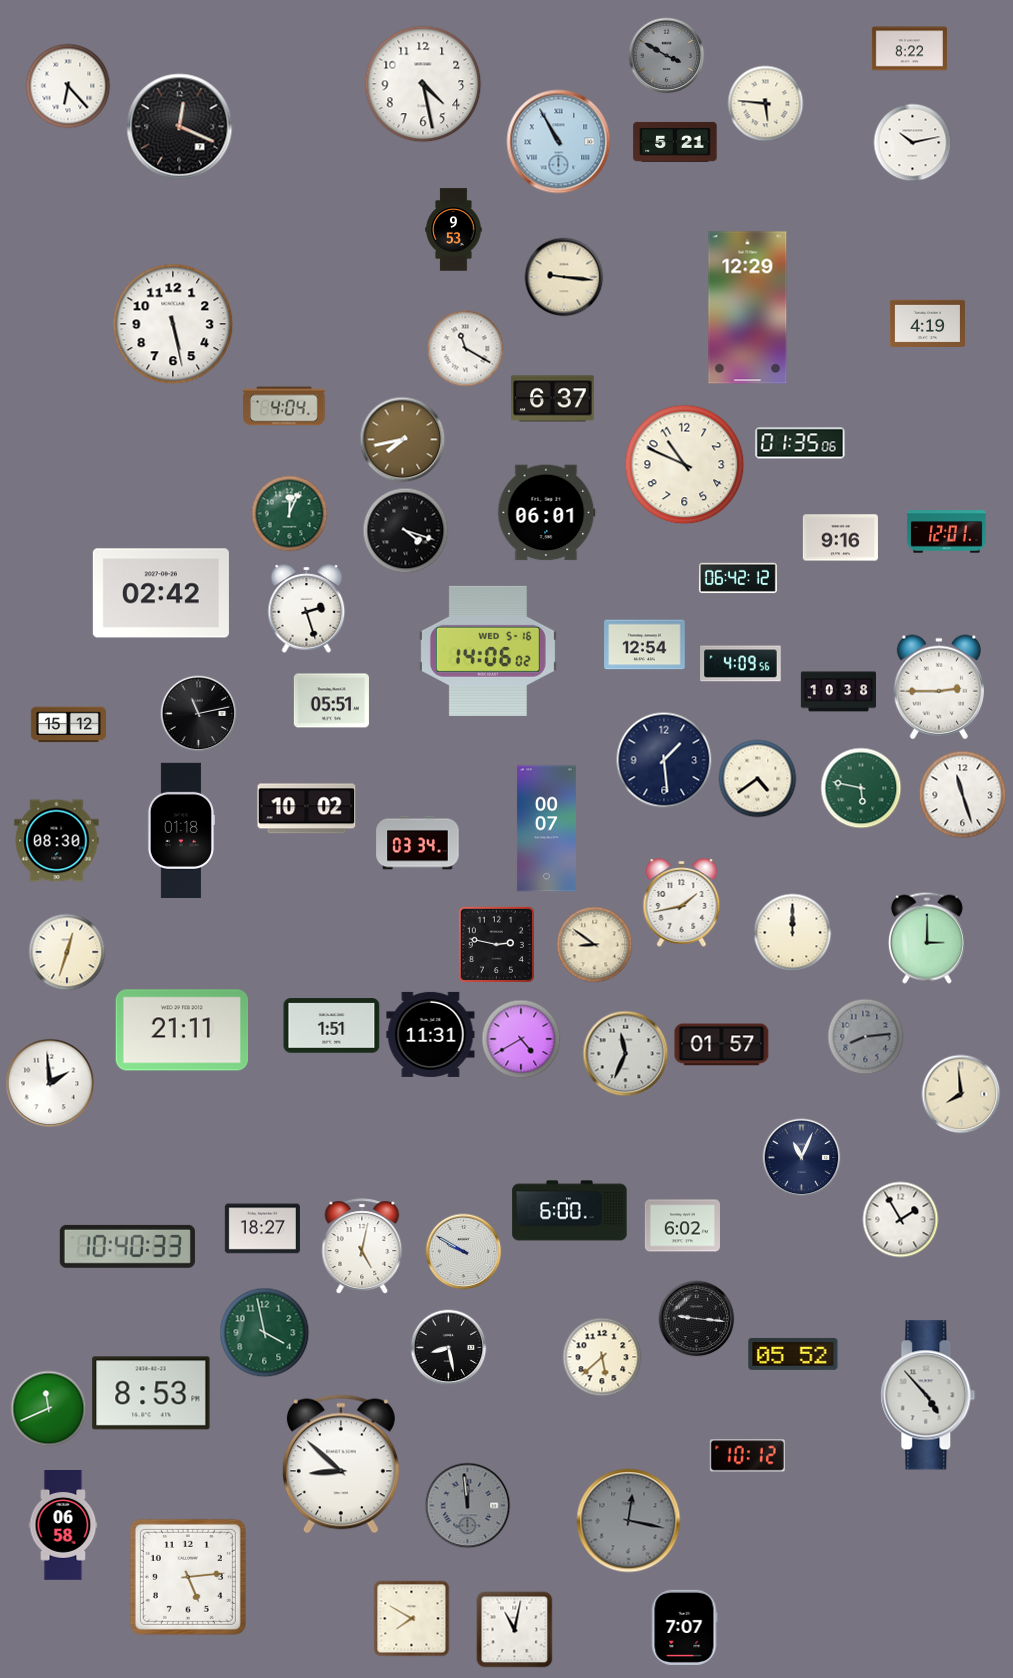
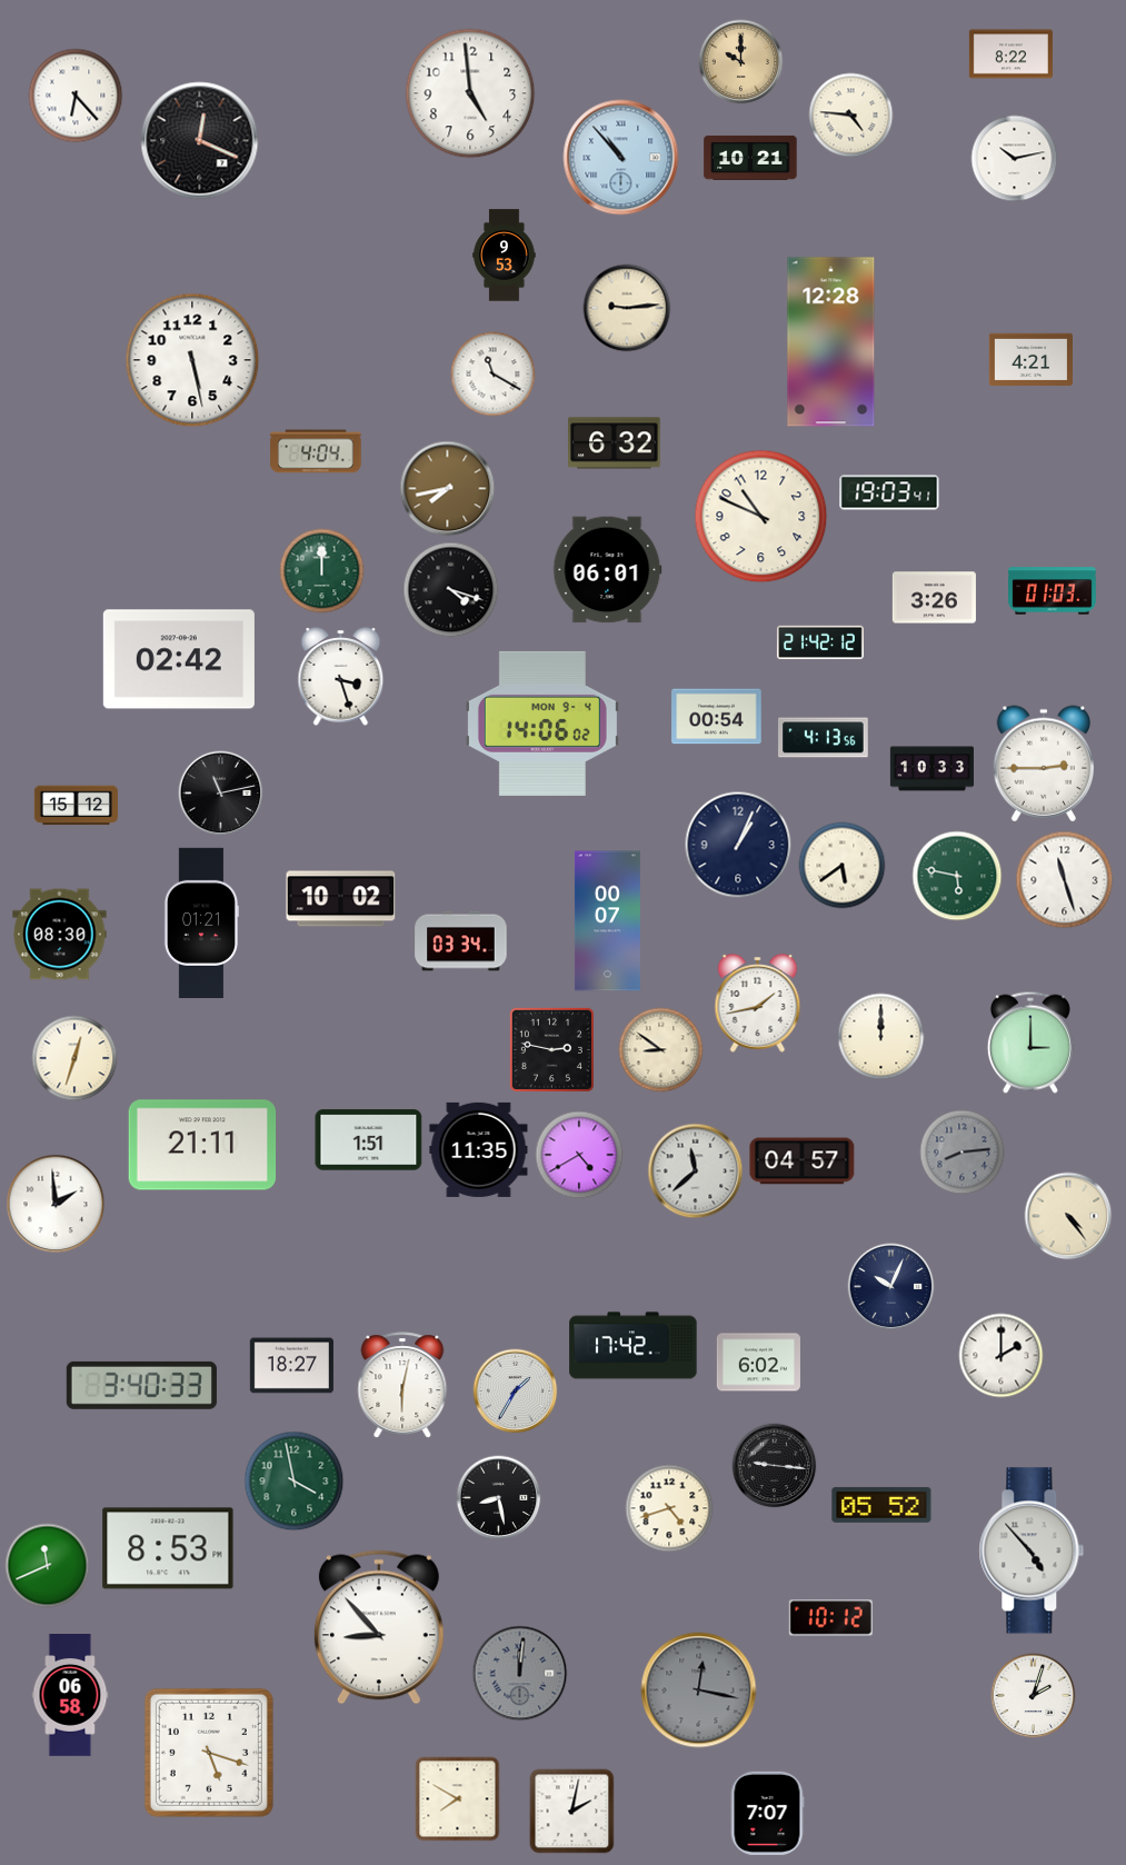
clock at (667, 56): 3:50 -> 10:00
clock at (667, 56) dial: grey -> champagne
clock at (423, 84): 4:28 -> 4:59
clock at (766, 104): 5:46 -> 4:46
clock at (559, 142): 10:55 -> 10:53
clock at (675, 142): 5:21 -> 10:21
clock at (564, 277): 9:16 -> 9:14
clock at (748, 308): 12:29 -> 12:28
clock at (927, 323): 4:19 -> 4:21
clock at (466, 349) position: (466, 349) -> (494, 375)
clock at (553, 399): 6:37 -> 6:32
clock at (800, 443): 01:35 -> 19:03
clock at (290, 514): 12:04 -> 12:00
clock at (947, 532): 12:01 -> 01:03
clock at (840, 538): 9:16 -> 3:26
clock at (738, 578): 06:42 -> 21:42
clock at (307, 609): 2:27 -> 3:27
clock at (645, 645): 12:54 -> 00:54
clock at (488, 651) date: WED 5-16 -> MON 9-4
clock at (741, 664): 4:09 -> 4:13
clock at (838, 692): 10:38 -> 10:33
clock at (331, 701): 05:51 -> none
clock at (664, 760): 1:29 -> 1:04
clock at (758, 779): 4:39 -> 5:39
clock at (963, 795) position: (963, 795) -> (1065, 880)
clock at (180, 830): 01:18 -> 01:21
clock at (57, 841) position: (57, 841) -> (60, 935)
clock at (418, 843) position: (418, 843) -> (461, 941)
clock at (431, 1034): 11:31 -> 11:35
clock at (722, 1045): 01:57 -> 04:57
clock at (626, 1054): 11:34 -> 11:38
clock at (961, 1094): 7:59 -> 4:24
clock at (802, 1158): 11:04 -> 10:04
clock at (570, 1211): 6:00 -> 17:42
clock at (901, 1220): 1:55 -> 2:00
clock at (127, 1246): 10:40 -> 3:40
clock at (362, 1246): 5:02 -> 6:02
clock at (464, 1252): 9:50 -> 1:35
clock at (602, 1357): 5:38 -> 4:42
clock at (49, 1409) position: (49, 1409) -> (48, 1566)
clock at (341, 1464): 8:52 -> 8:53
clock at (468, 1506): 11:59 -> 12:01
clock at (1034, 1696): none -> 2:03
clock at (188, 1577): 5:14 -> 5:18
clock at (684, 1627) position: (684, 1627) -> (767, 1813)
clock at (515, 1630): 11:02 -> 2:02
